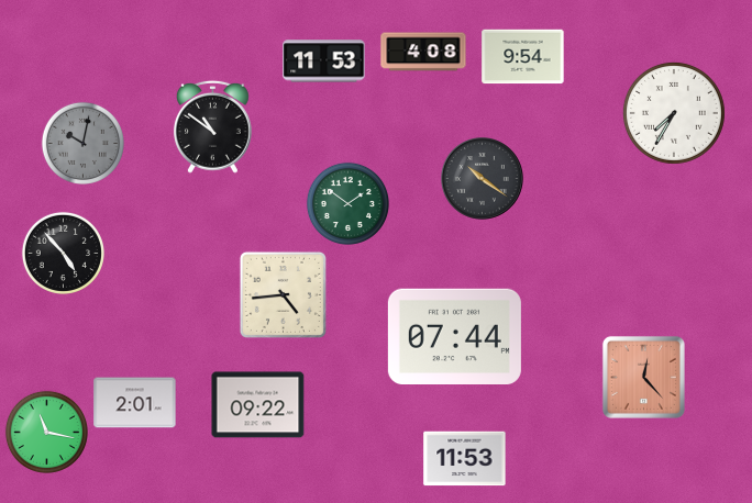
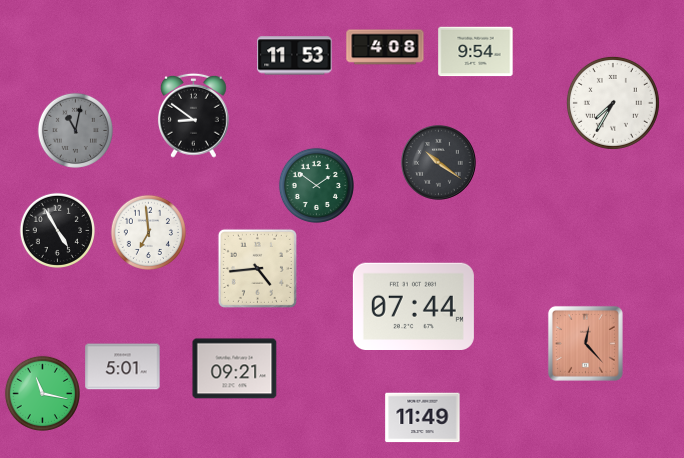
clock at (213, 126): 10:51 -> 8:51
clock at (82, 143): 10:02 -> 11:02
clock at (63, 253): 4:53 -> 4:55
clock at (148, 232): none -> 6:59
clock at (135, 403): 2:01 -> 5:01
clock at (258, 405): 09:22 -> 09:21
clock at (465, 459): 11:53 -> 11:49
